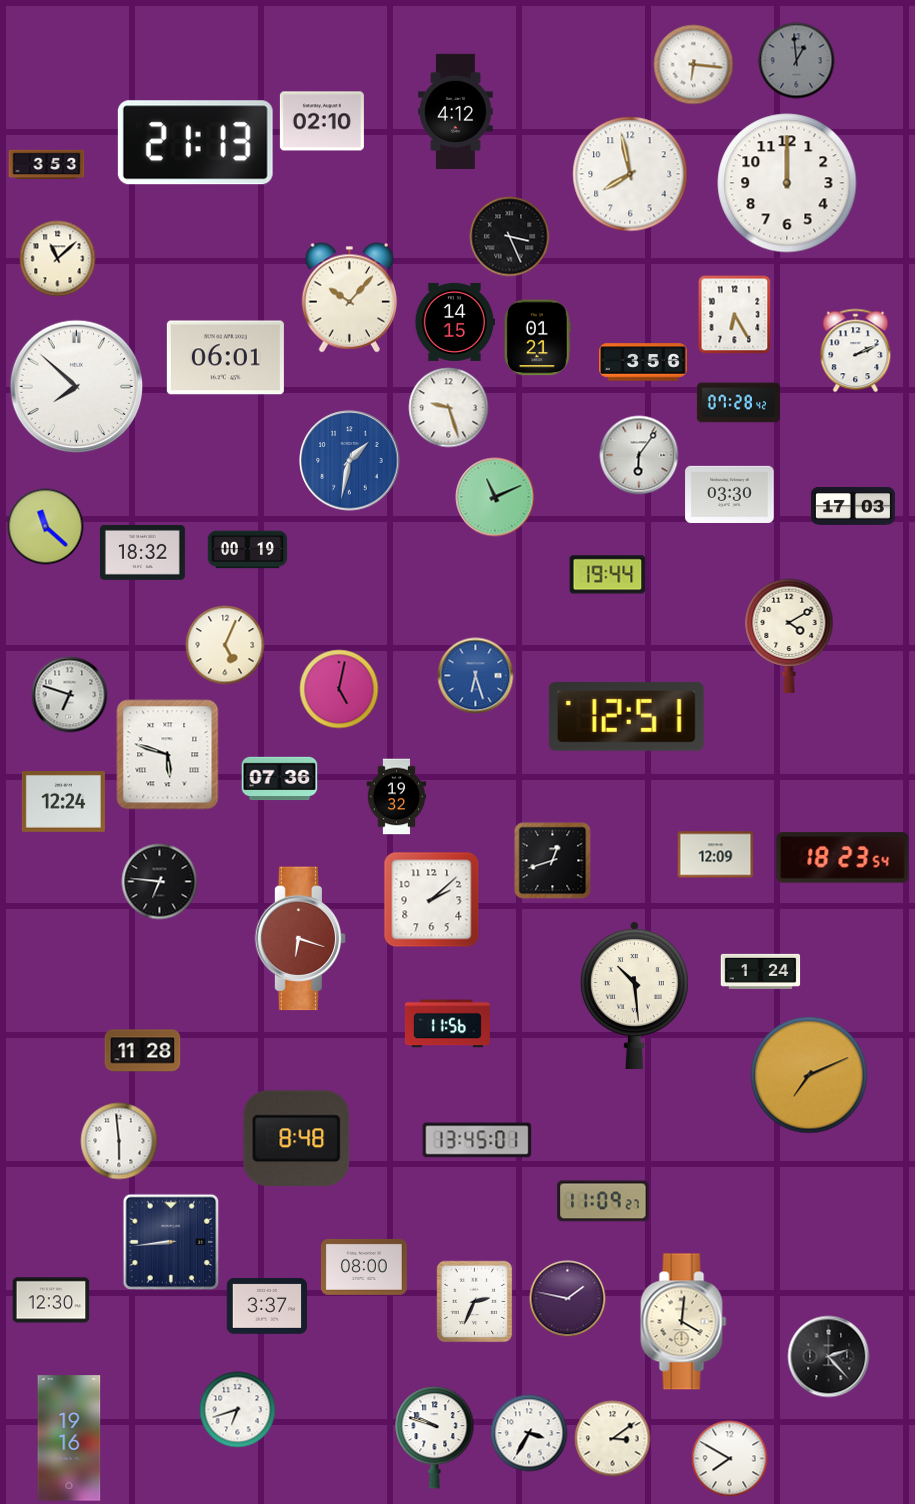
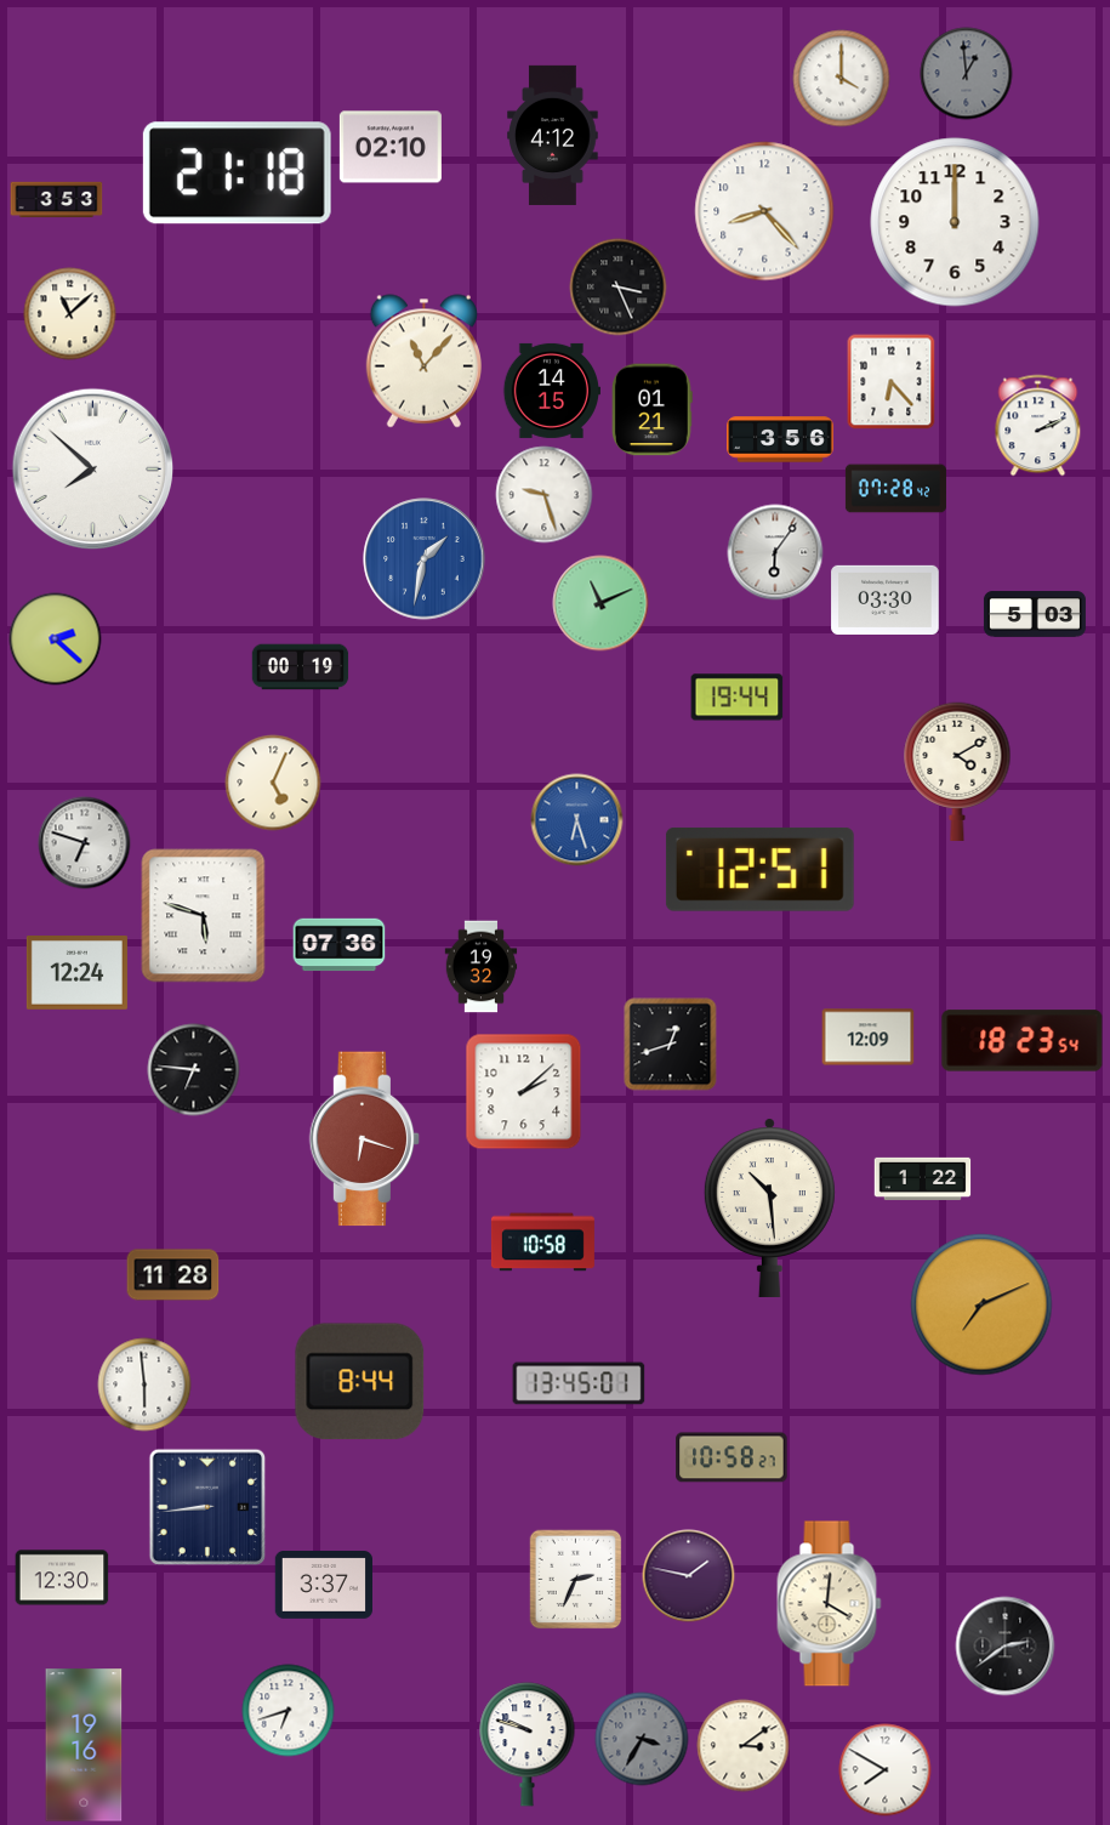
clock at (694, 65): 6:16 -> 4:00
clock at (195, 143): 21:13 -> 21:18
clock at (630, 174): 7:58 -> 8:23
clock at (349, 298): 10:07 -> 11:07
clock at (735, 315): 6:25 -> 6:23
clock at (225, 358): 06:01 -> none
clock at (853, 506): 17:03 -> 5:03
clock at (46, 527): 11:22 -> 2:22
clock at (142, 552): 18:32 -> none
clock at (339, 689): 5:02 -> none
clock at (761, 971): 1:24 -> 1:22
clock at (447, 1024): 11:56 -> 10:58
clock at (297, 1139): 8:48 -> 8:44
clock at (603, 1201): 11:09 -> 10:58
clock at (364, 1267): 08:00 -> none
clock at (829, 1357): 2:23 -> 2:39
clock at (529, 1433) dial: white -> grey
